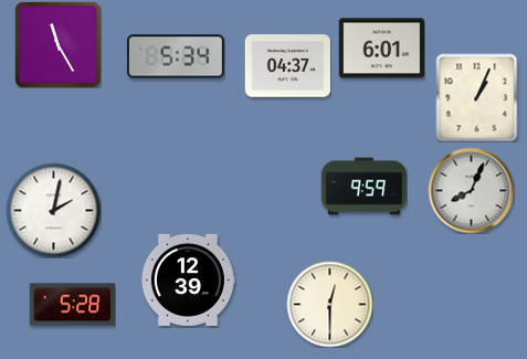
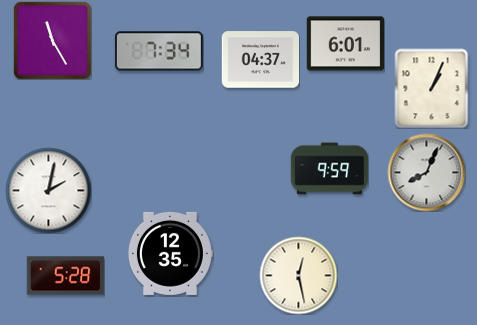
clock at (176, 56): 5:34 -> 7:34
clock at (188, 279): 12:39 -> 12:35
clock at (329, 304): 12:30 -> 12:28
